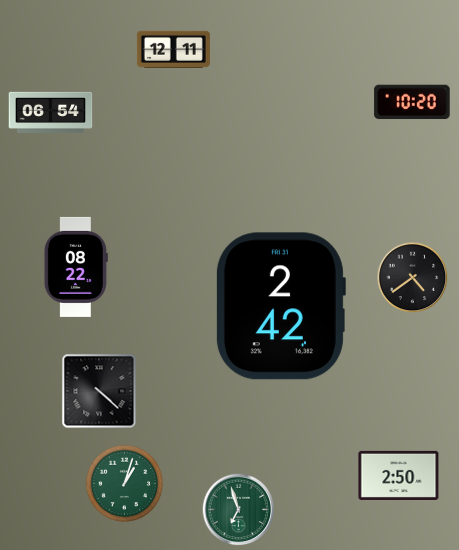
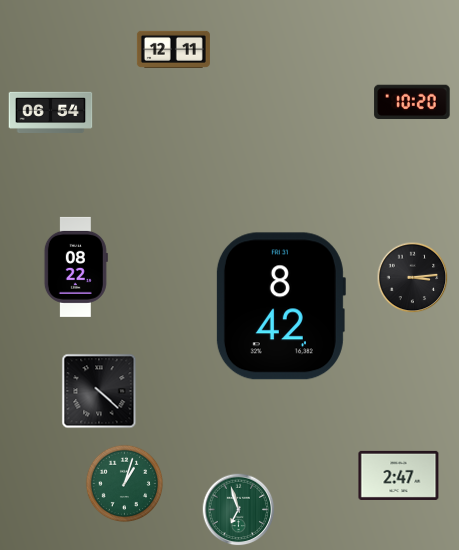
clock at (413, 278): 4:39 -> 3:14
clock at (280, 306): 2:42 -> 8:42
clock at (399, 475): 2:50 -> 2:47
